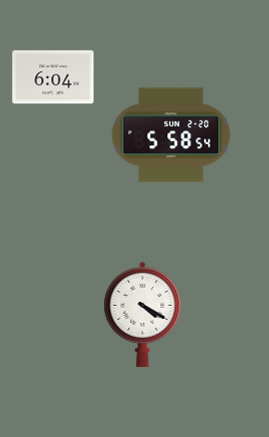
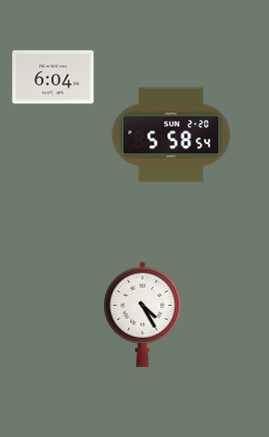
clock at (143, 314): 4:20 -> 4:25
